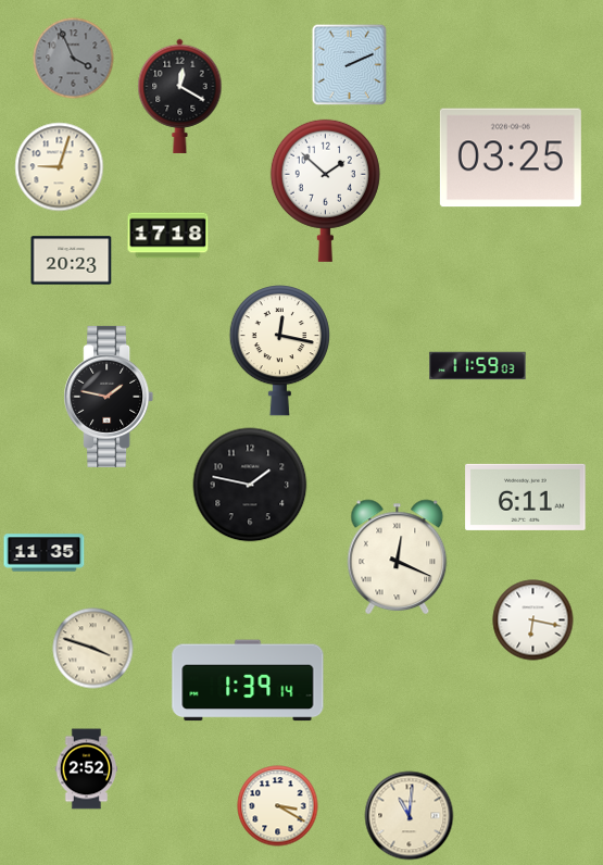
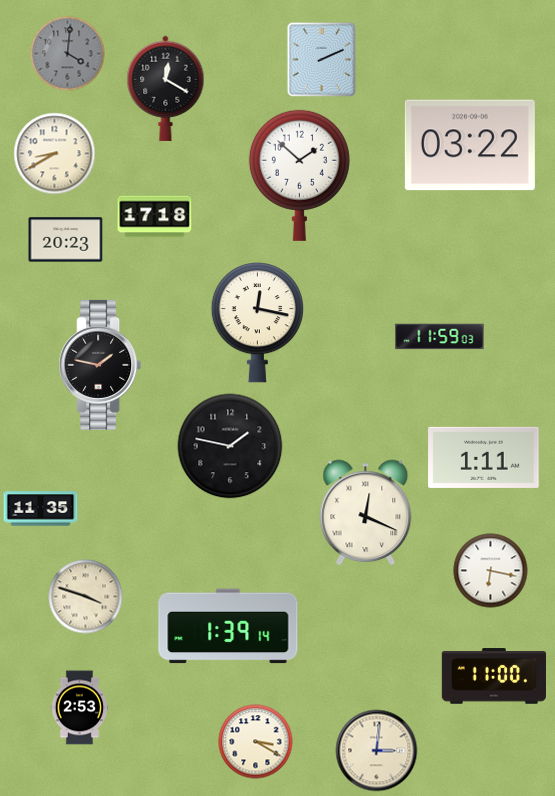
clock at (74, 59): 3:56 -> 4:01
clock at (511, 158): 03:25 -> 03:22
clock at (60, 167): 9:03 -> 8:40
clock at (526, 497): 6:11 -> 1:11
clock at (494, 676): none -> 11:00
clock at (87, 769): 2:52 -> 2:53
clock at (410, 816): 11:01 -> 3:01
